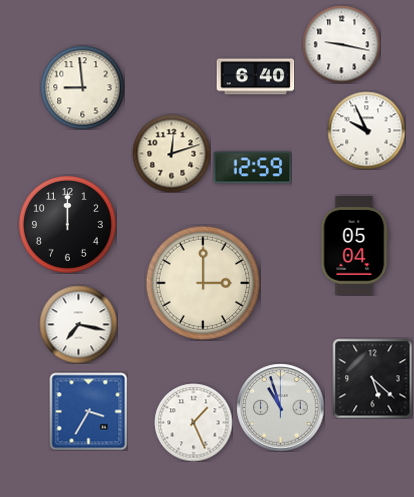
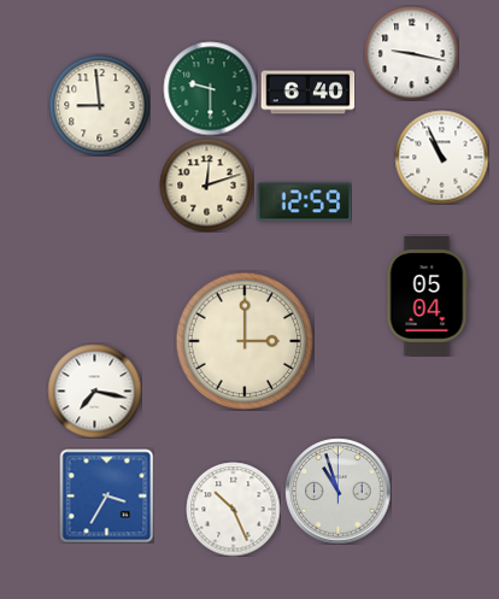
clock at (210, 88): none -> 9:30
clock at (366, 130): 9:56 -> 10:56
clock at (67, 224): 12:00 -> none
clock at (372, 378): 5:22 -> none
clock at (193, 422): 1:26 -> 10:26
